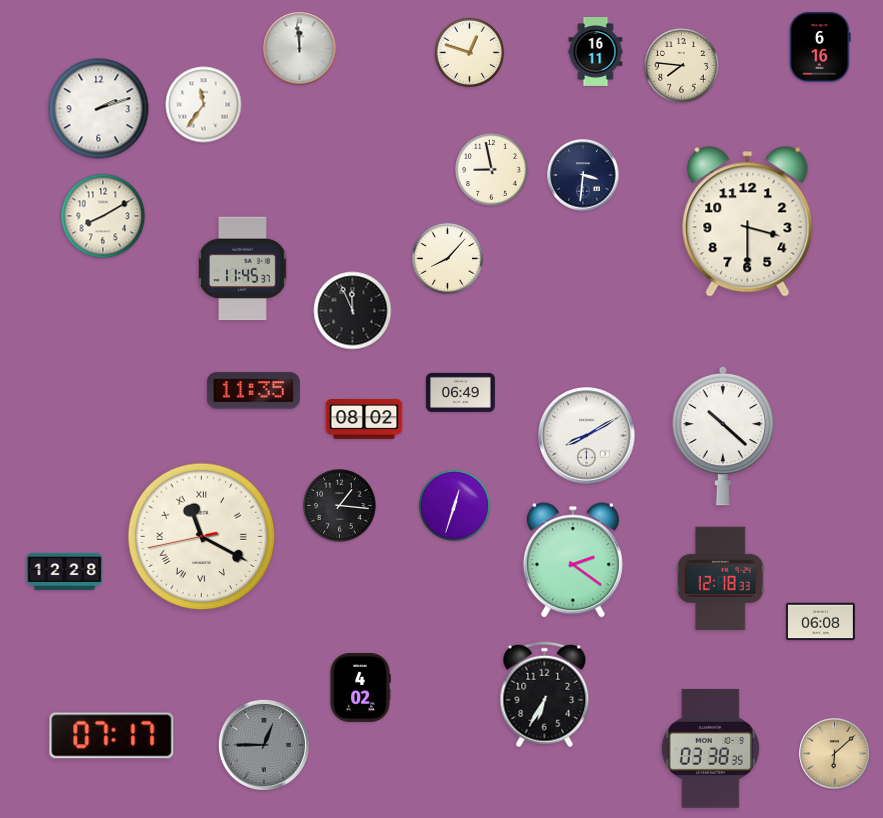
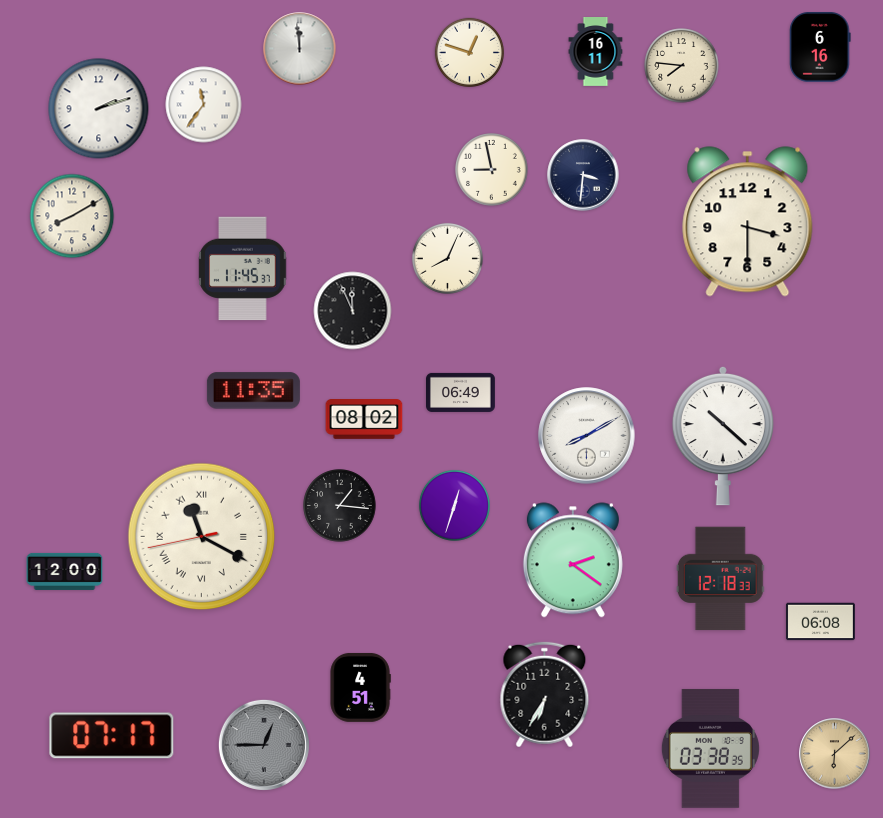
clock at (103, 216) position: (103, 216) -> (72, 216)
clock at (447, 258): 8:07 -> 8:04
clock at (65, 571): 12:28 -> 12:00
clock at (360, 687): 4:02 -> 4:51
